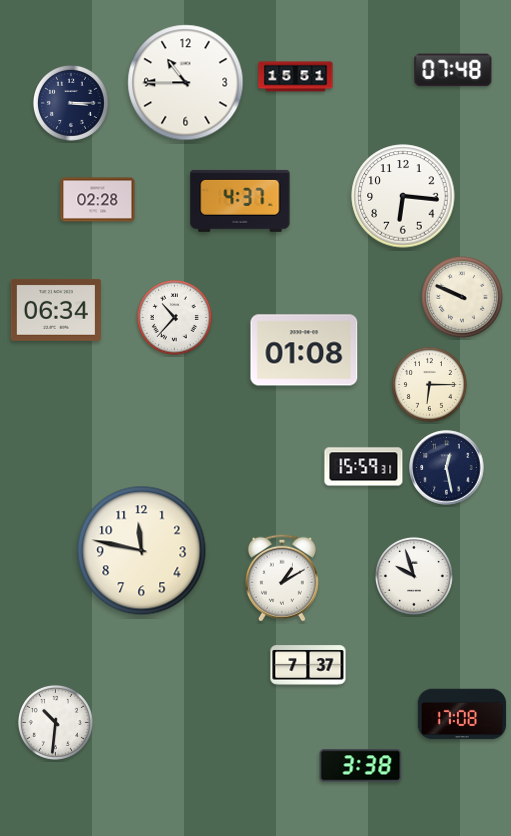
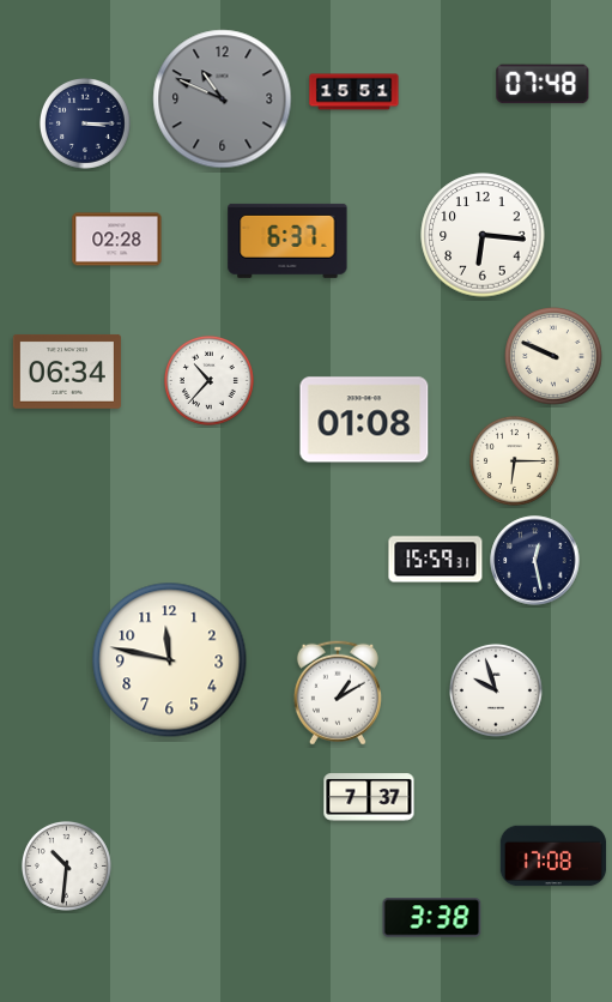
clock at (186, 83): 10:45 -> 10:49
clock at (186, 83) dial: white -> grey
clock at (240, 201): 4:37 -> 6:37
